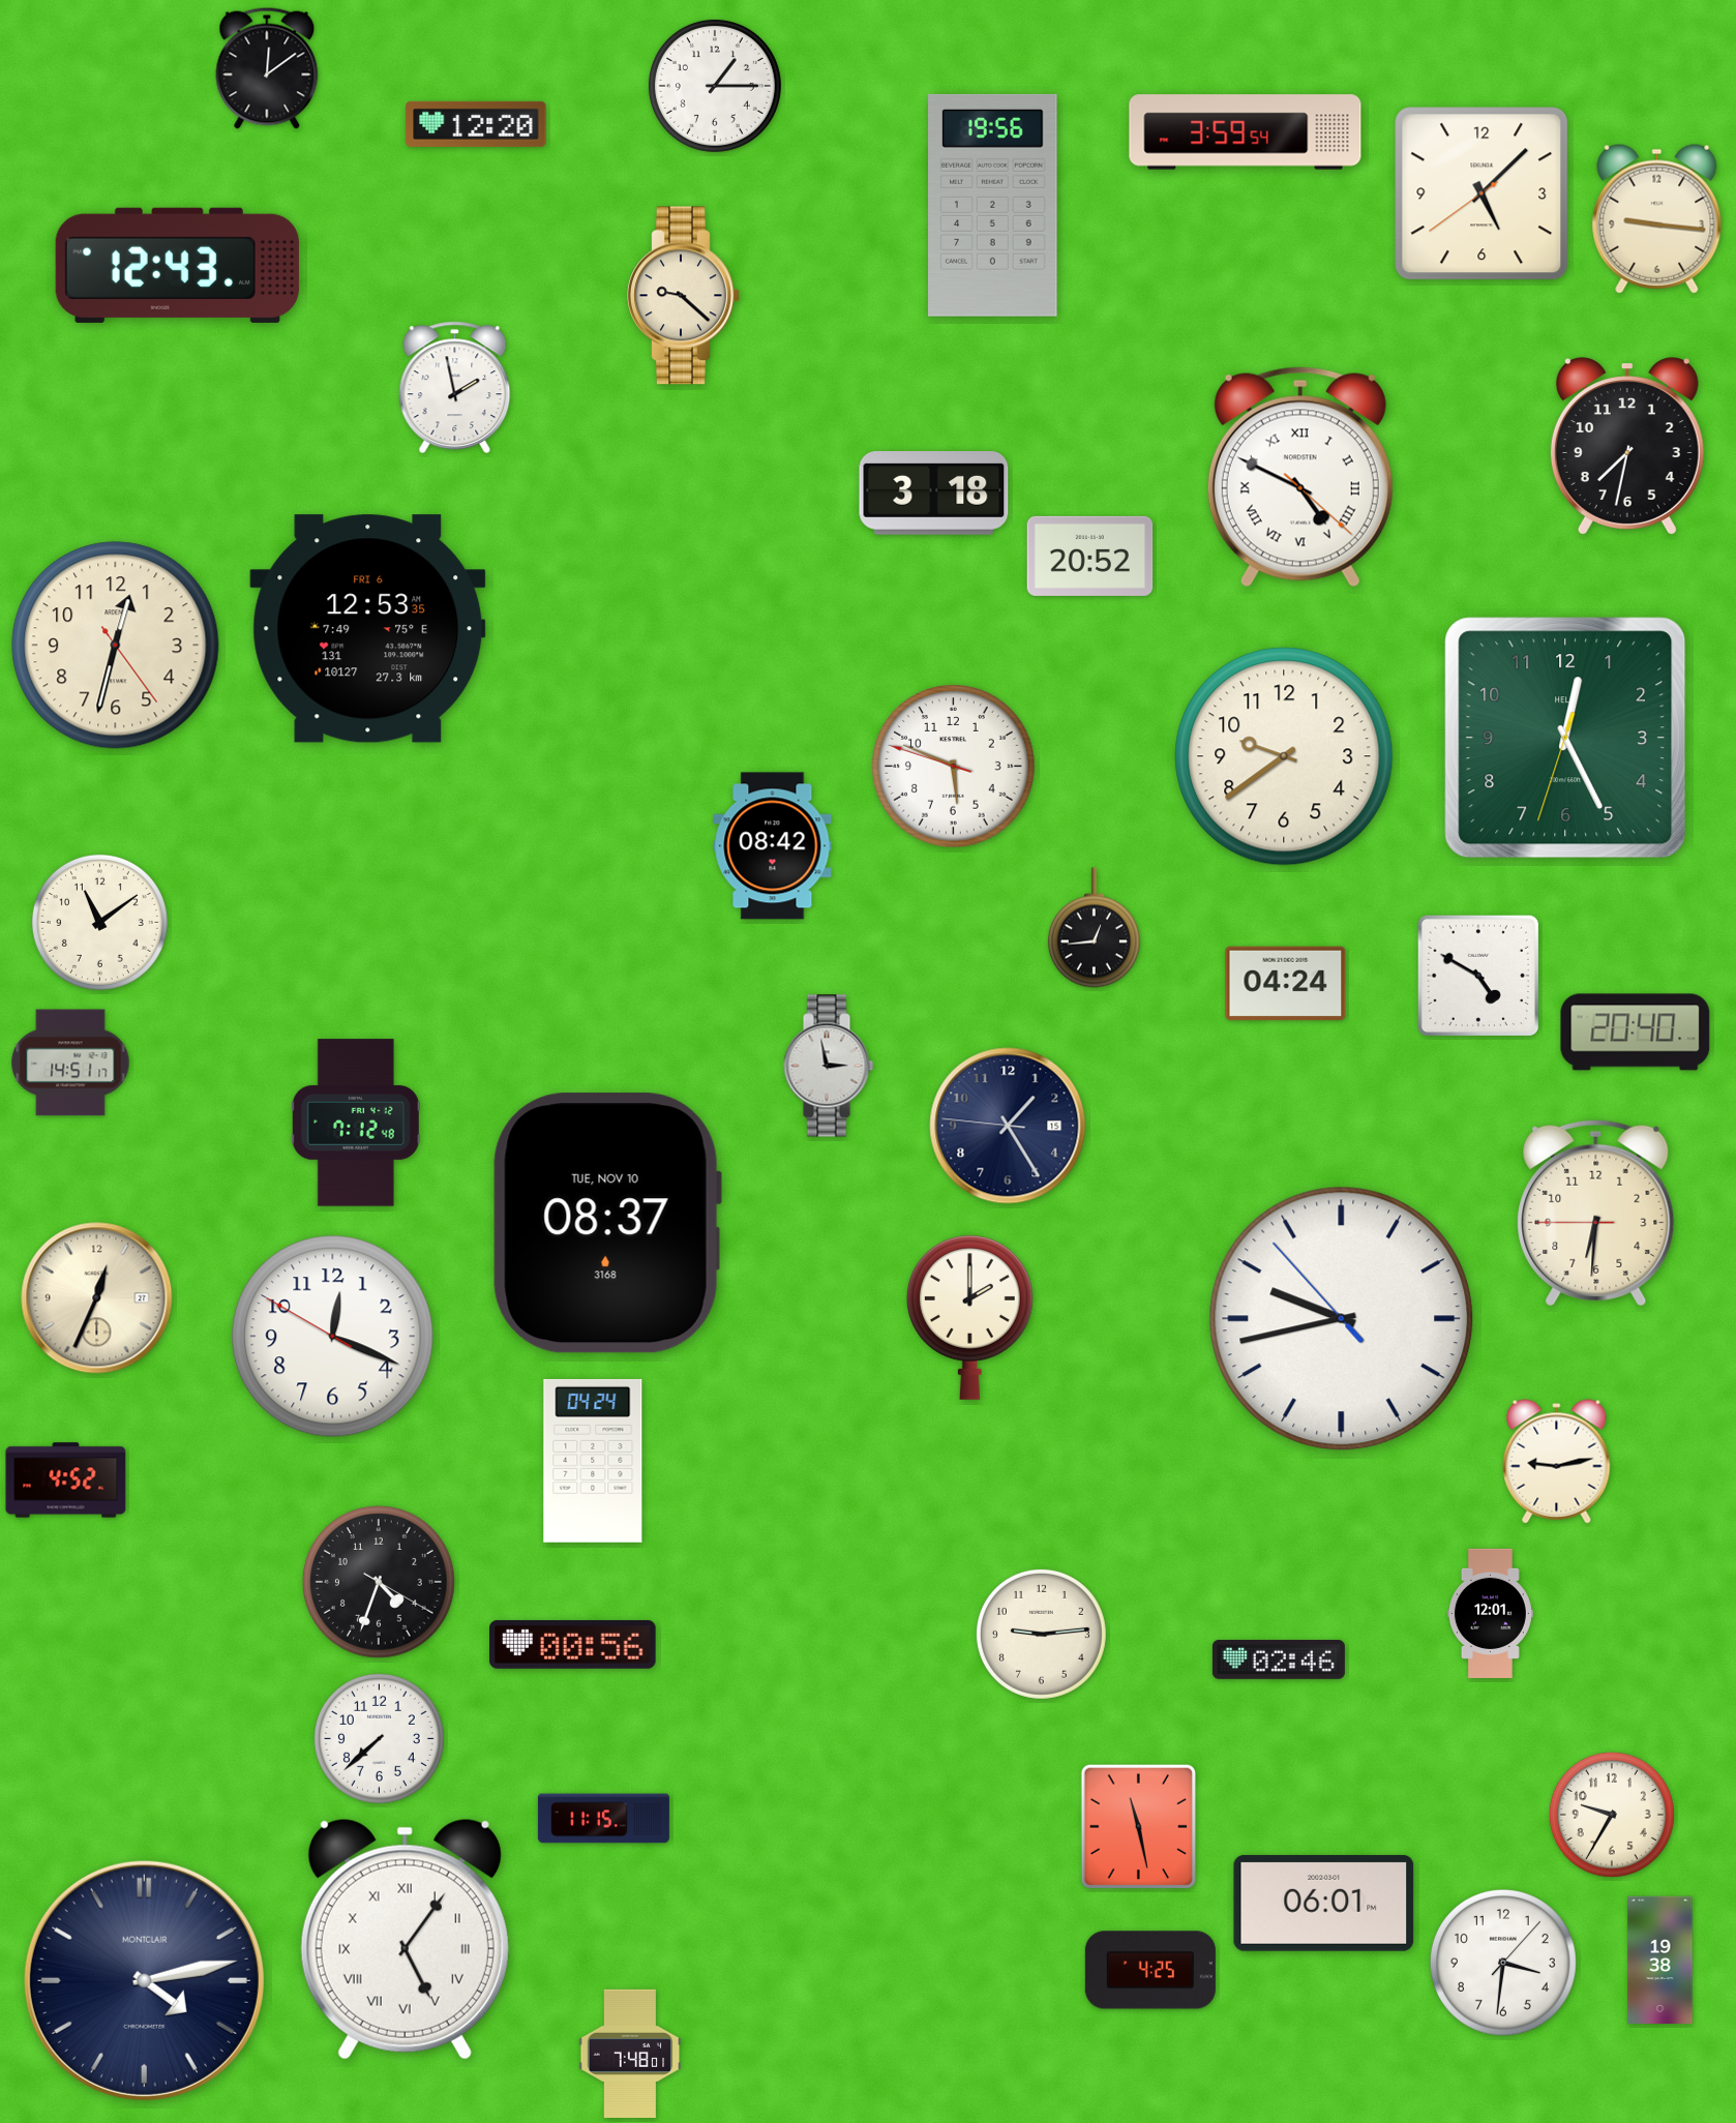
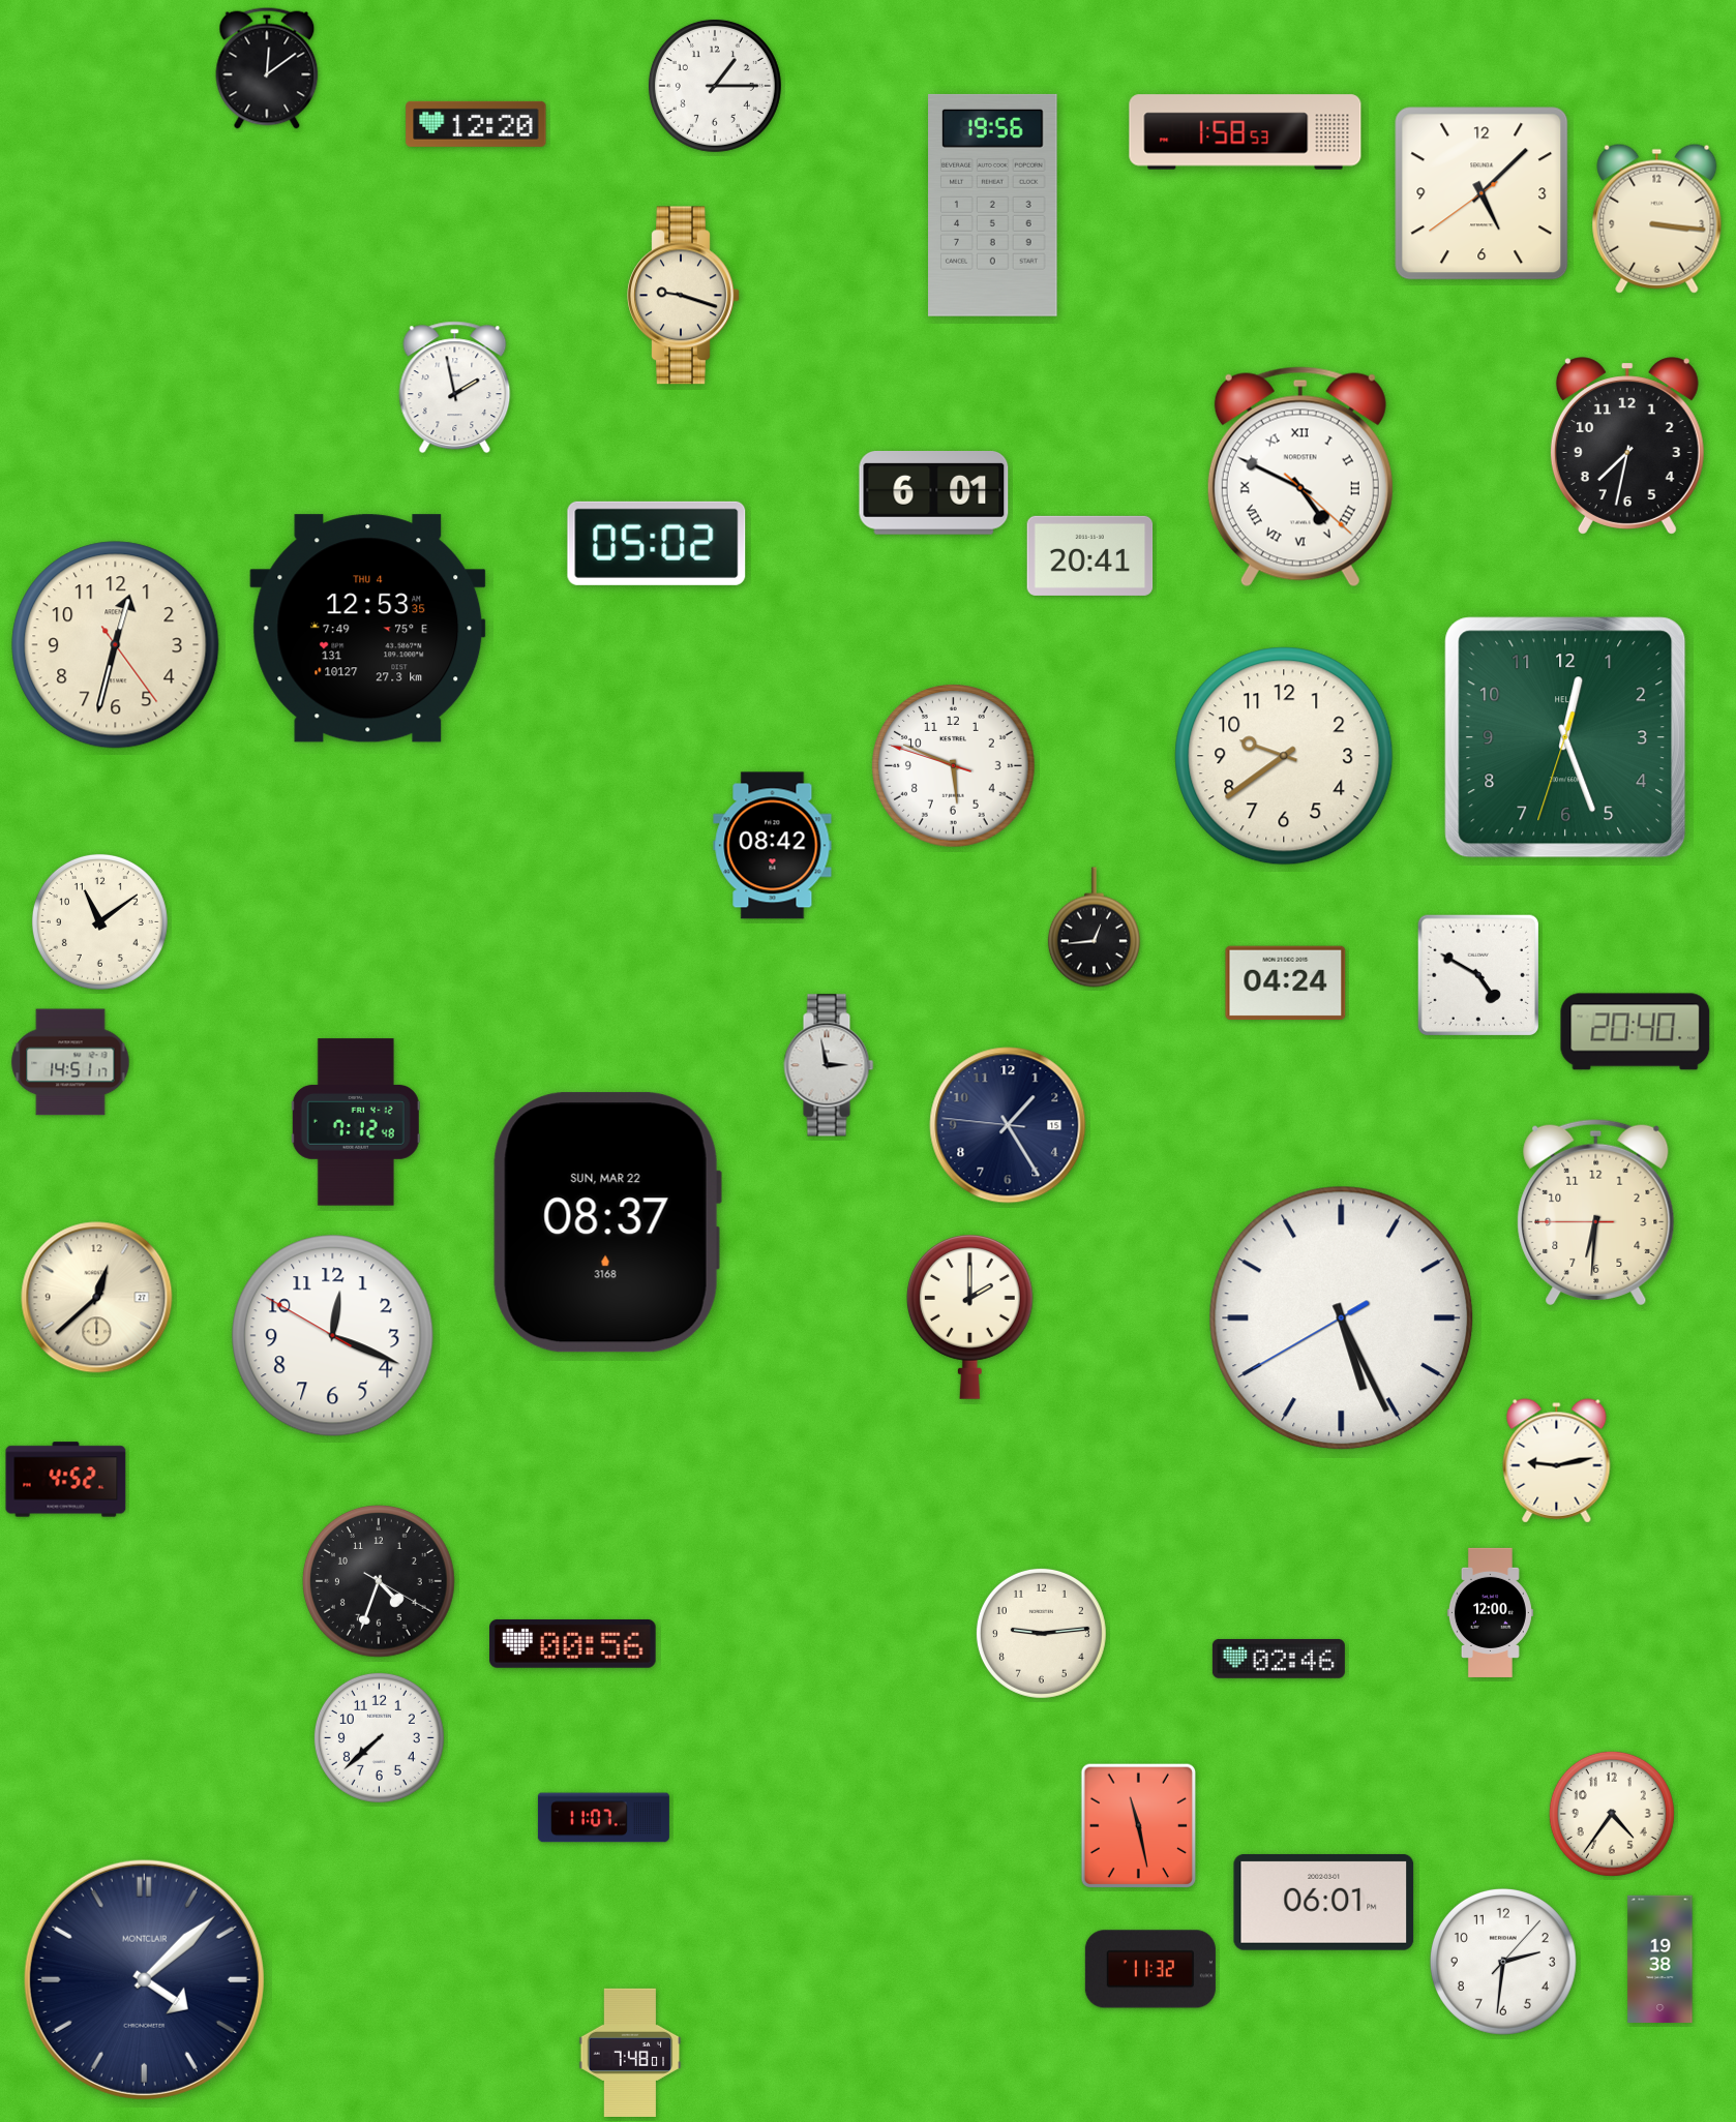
clock at (1246, 132): 3:59 -> 1:58
clock at (1657, 218): 9:16 -> 3:16
clock at (177, 265): 12:43 -> none
clock at (684, 296): 9:22 -> 9:18
clock at (934, 494): 3:18 -> 6:01
clock at (657, 543): none -> 05:02
clock at (1090, 556): 20:52 -> 20:41
clock at (368, 629) date: FRI 6 -> THU 4
clock at (1565, 738): 12:25 -> 12:26
clock at (607, 1223) date: TUE, NOV 10 -> SUN, MAR 22
clock at (97, 1298): 12:34 -> 12:38
clock at (1342, 1319): 9:42 -> 5:25
clock at (593, 1461): 04:24 -> none
clock at (1490, 1613): 12:01 -> 12:00
clock at (1612, 1815): 9:35 -> 4:36
clock at (603, 1819): 11:15 -> 11:07
clock at (405, 1939): 5:06 -> none
clock at (1503, 1963): 3:31 -> 2:31
clock at (1150, 1970): 4:25 -> 11:32
clock at (144, 1980): 4:13 -> 4:08
